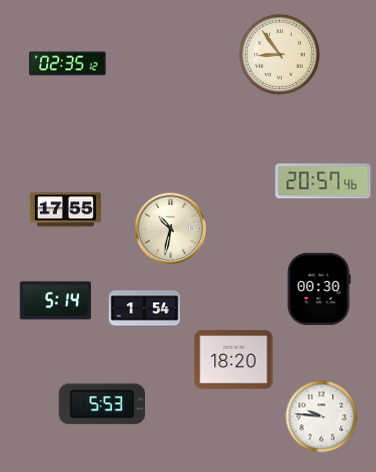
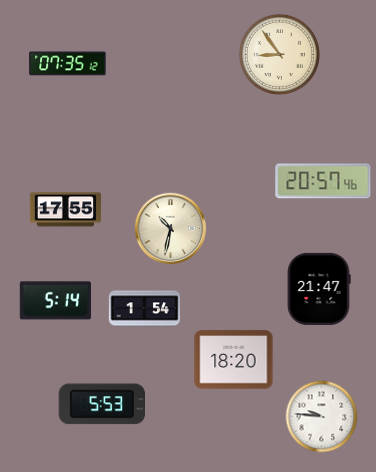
clock at (68, 64): 02:35 -> 07:35
clock at (319, 289): 00:30 -> 21:47
